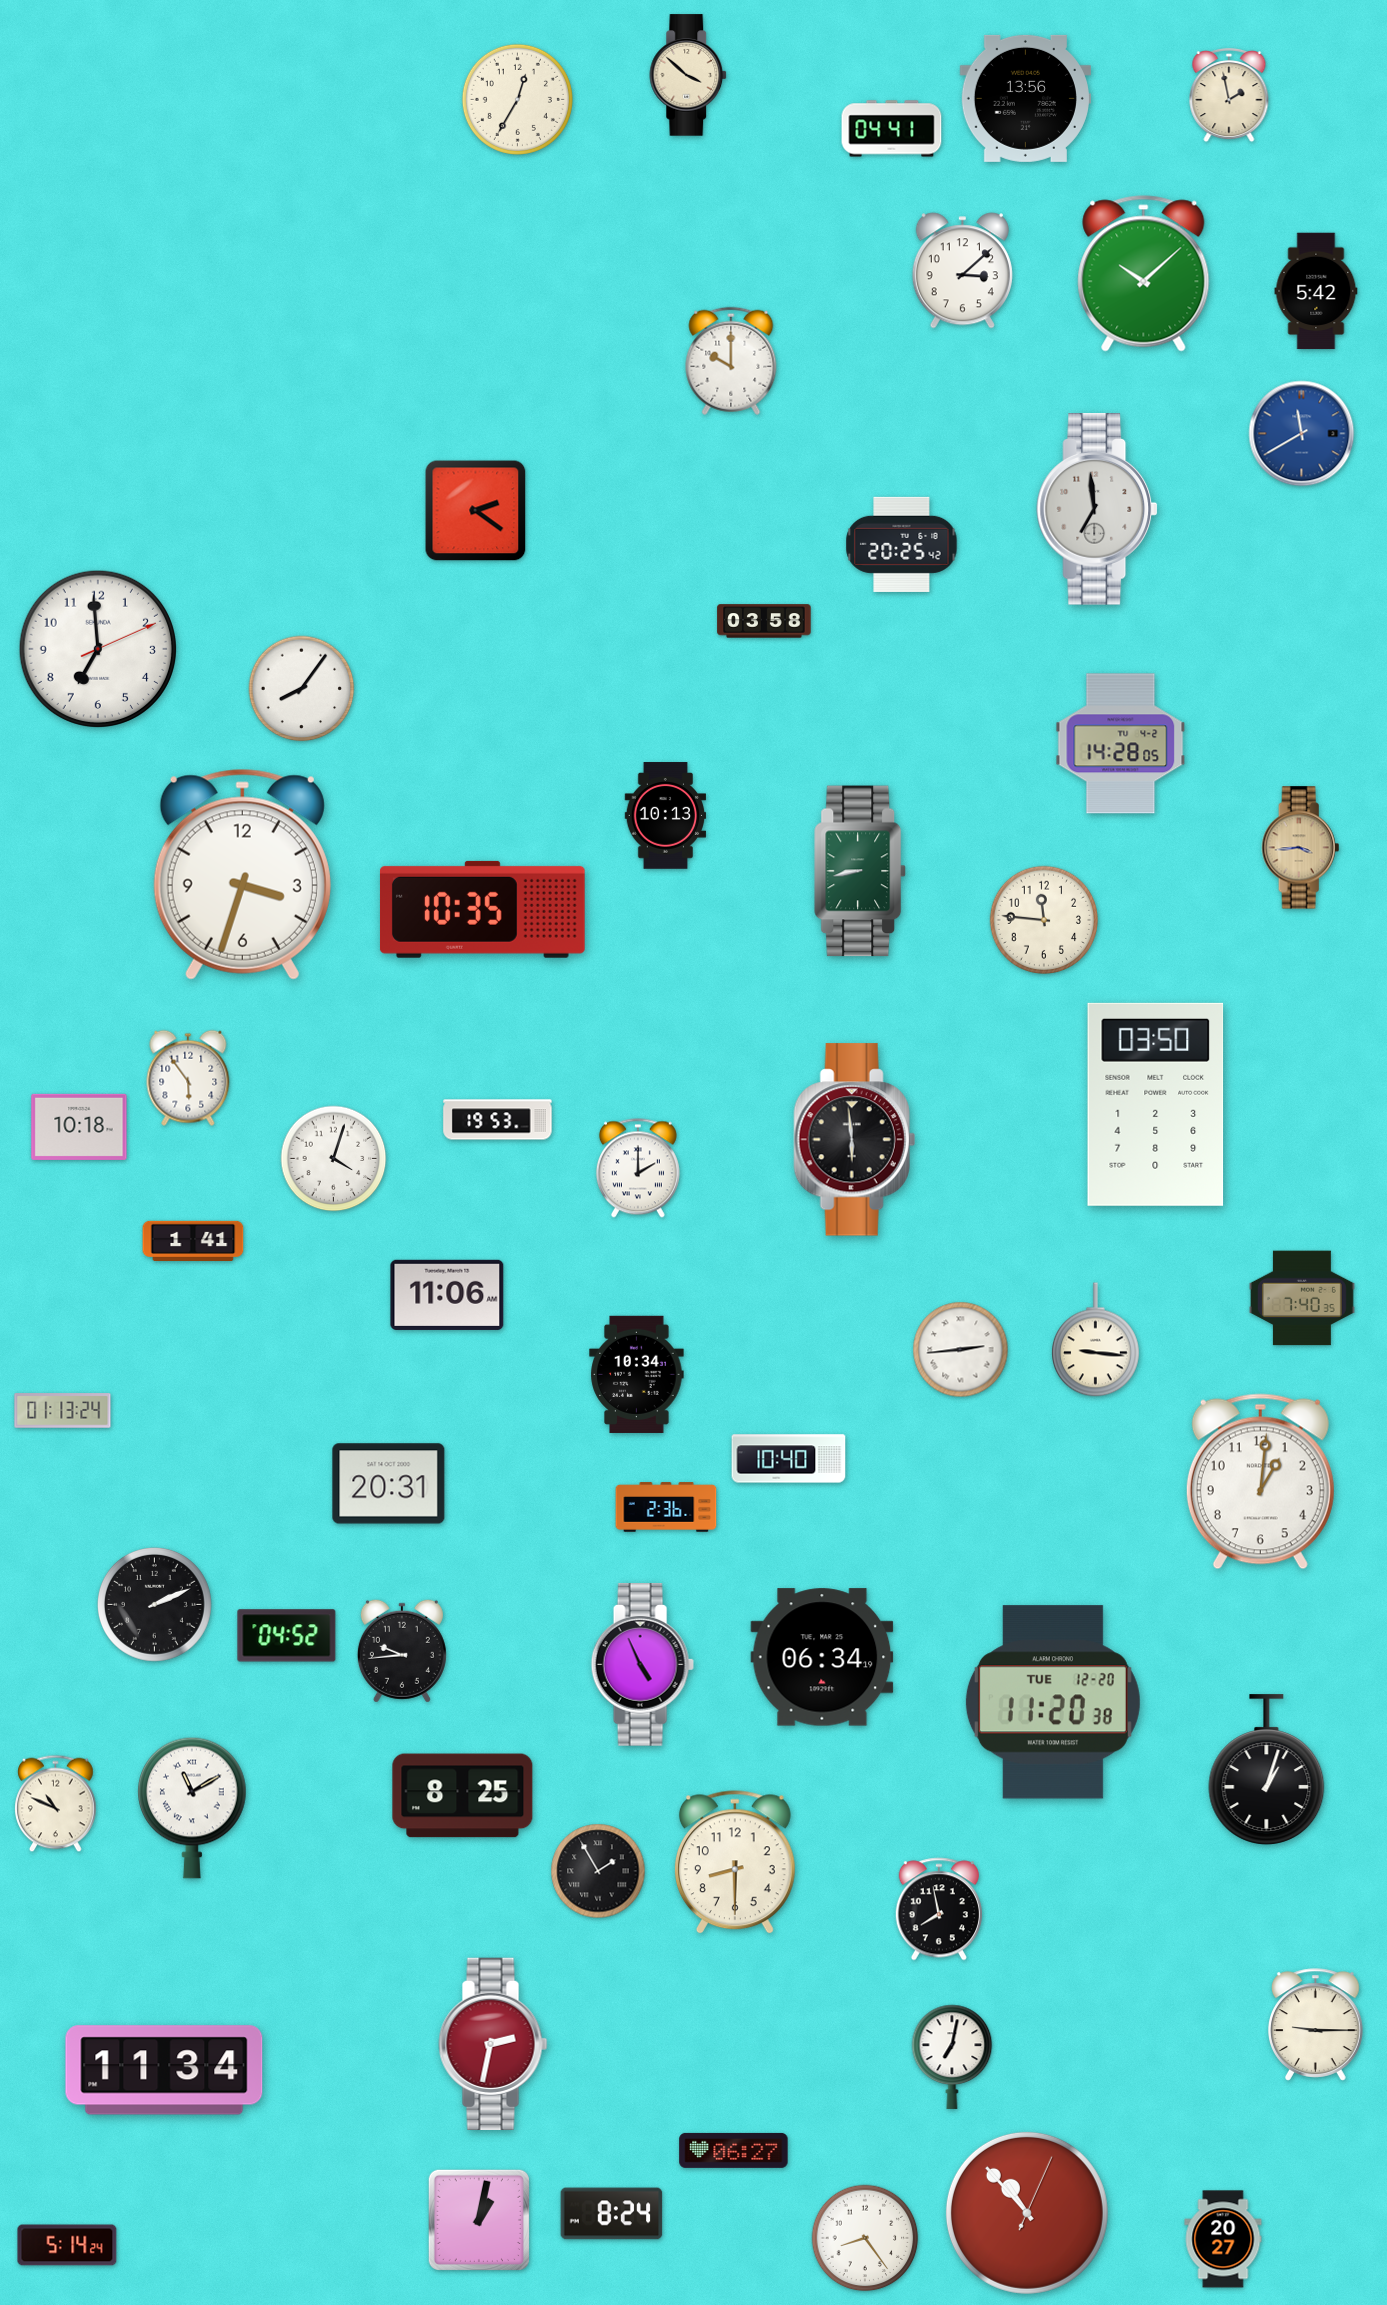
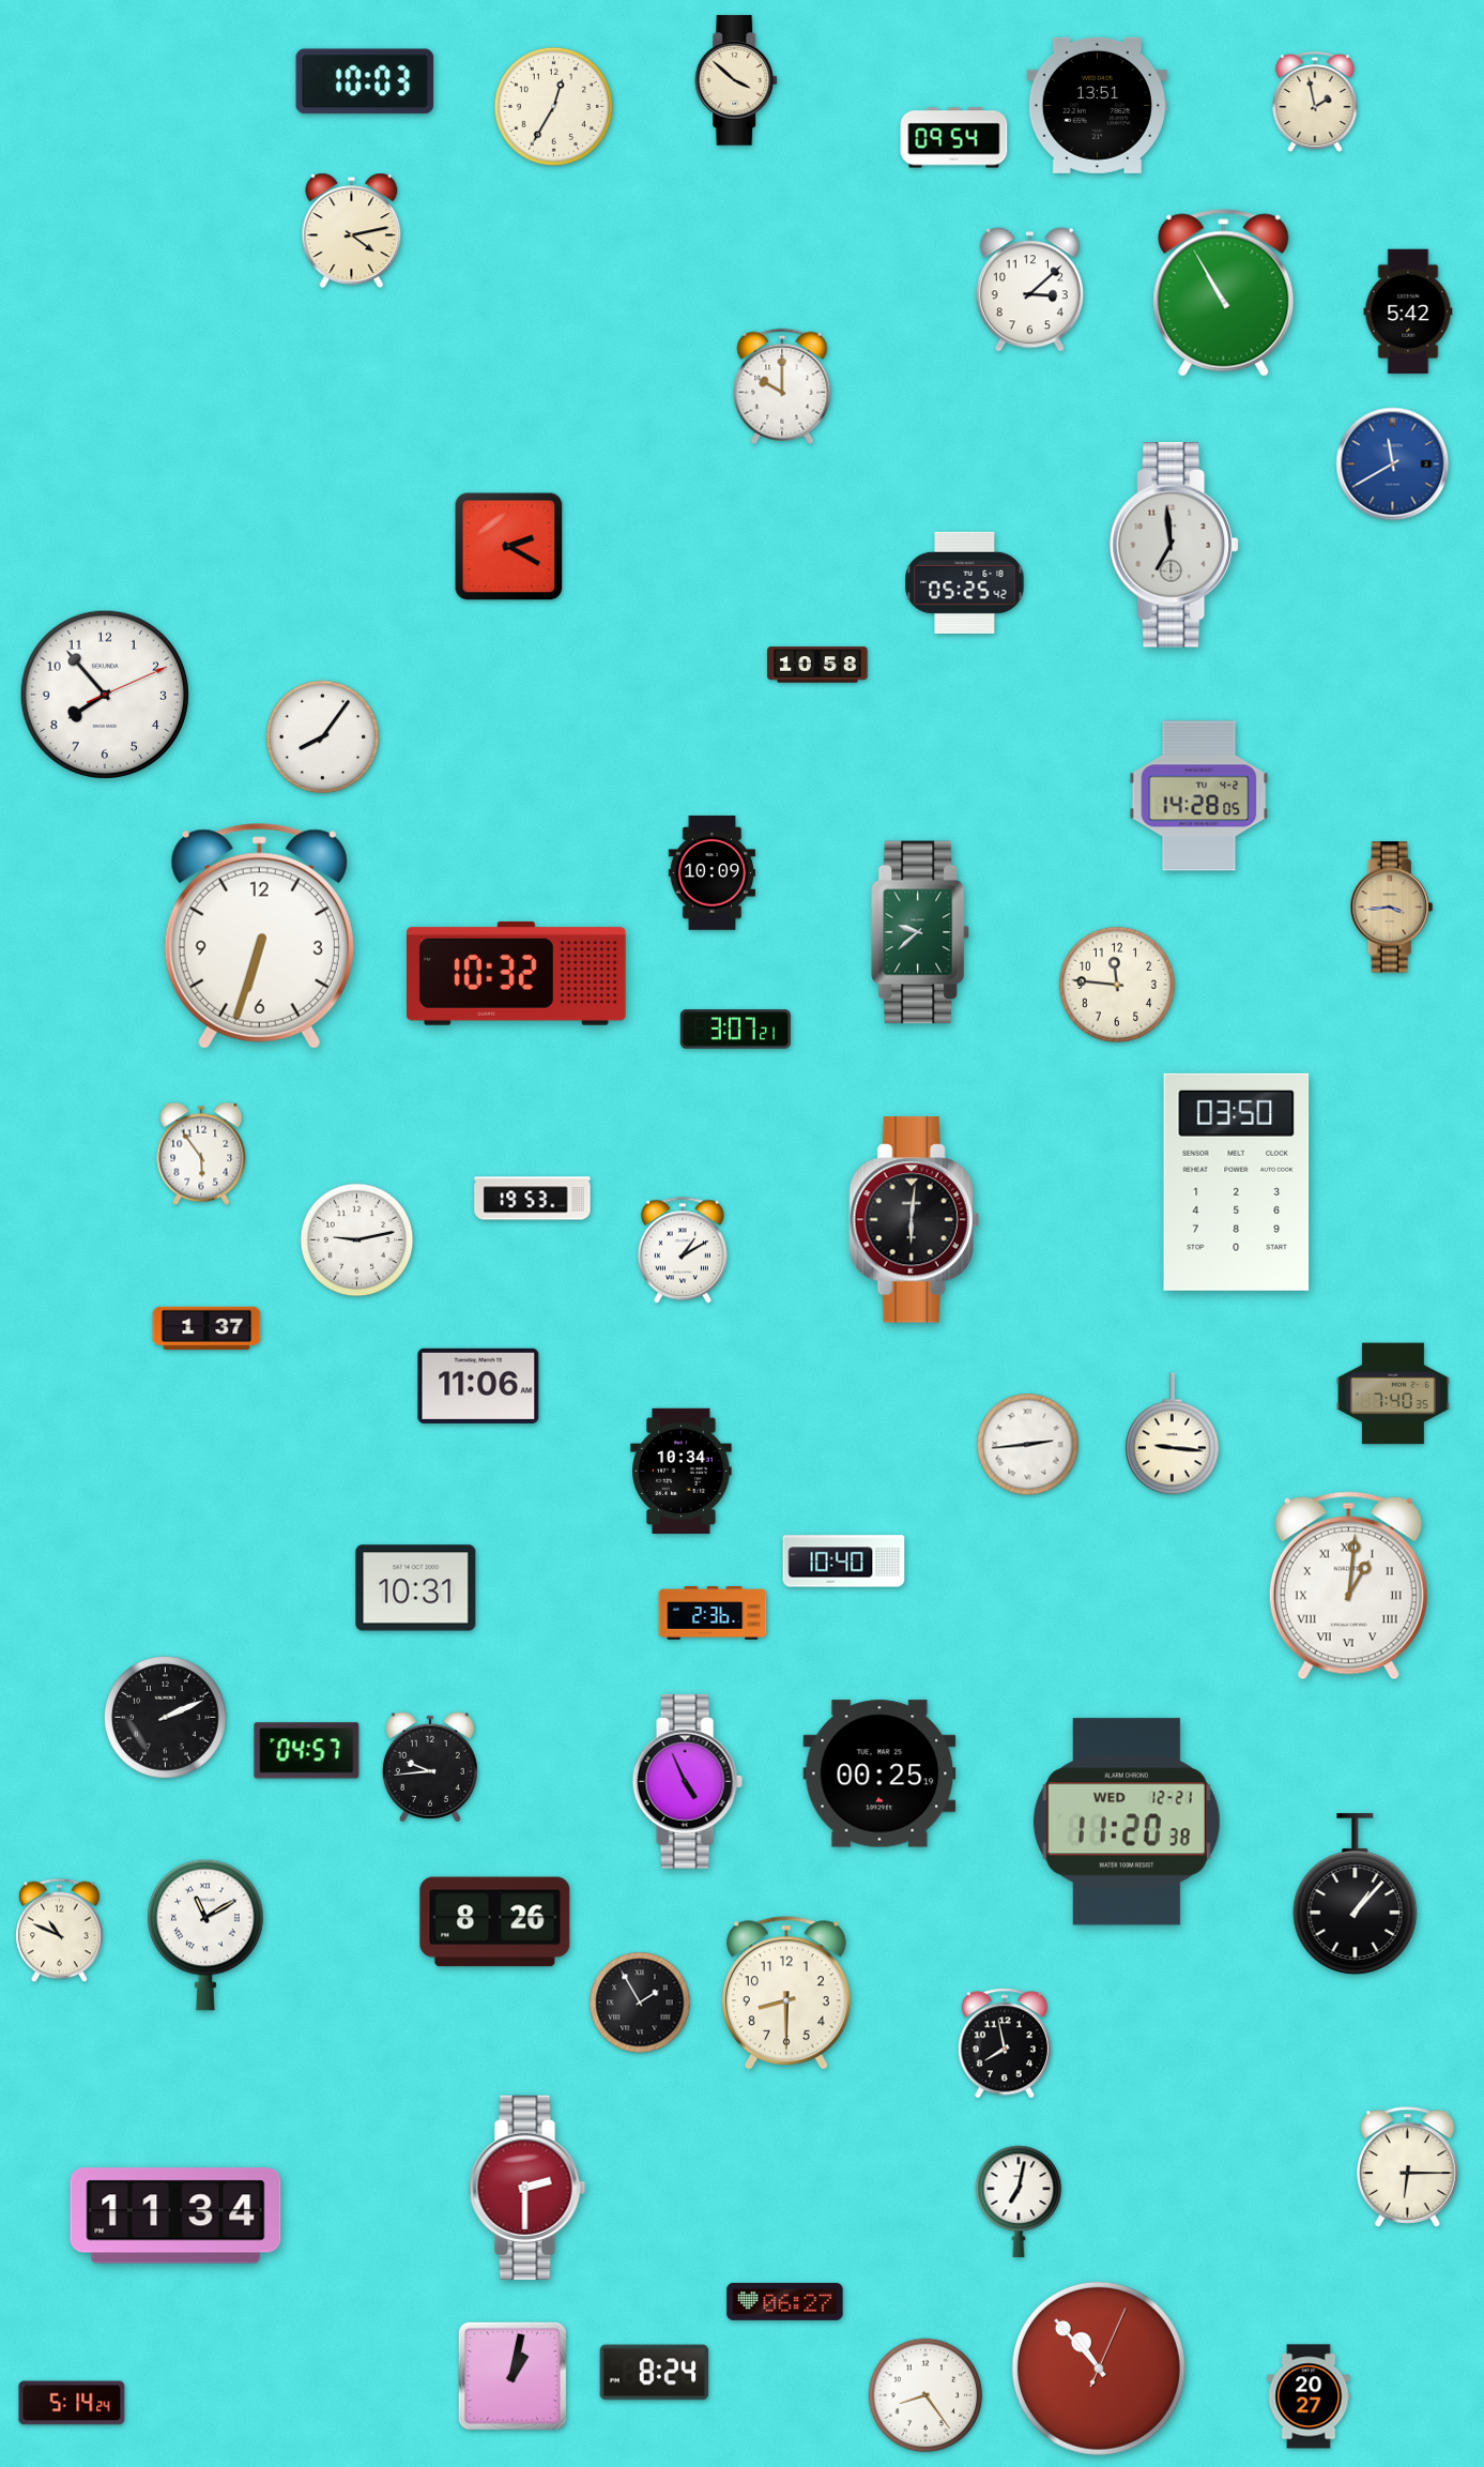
clock at (365, 81): none -> 10:03
clock at (1025, 98): 13:56 -> 13:51
clock at (892, 129): 04:41 -> 09:54
clock at (352, 231): none -> 4:13
clock at (1144, 274): 10:08 -> 10:55
clock at (476, 511): 2:21 -> 2:20
clock at (902, 544): 20:25 -> 05:25
clock at (764, 621): 03:58 -> 10:58
clock at (97, 648): 6:59 -> 7:53
clock at (666, 816): 10:13 -> 10:09
clock at (861, 871): 8:43 -> 9:38
clock at (242, 874): 3:33 -> 6:33
clock at (482, 909): 10:35 -> 10:32
clock at (735, 1030): none -> 3:07
clock at (79, 1127): 10:18 -> none
clock at (854, 1140): 5:59 -> 6:01
clock at (334, 1159): 4:03 -> 9:13
clock at (638, 1168): 2:00 -> 1:10
clock at (193, 1240): 1:41 -> 1:37
clock at (1302, 1298) position: (1302, 1298) -> (1393, 1394)
clock at (63, 1411): 01:13 -> none
clock at (1260, 1482) numerals: Arabic -> Roman
clock at (389, 1484): 20:31 -> 10:31
clock at (287, 1636): 04:52 -> 04:57
clock at (822, 1657): 06:34 -> 00:25
clock at (1053, 1702) date: TUE 12-20 -> WED 12-21
clock at (1267, 1770): 1:03 -> 1:07
clock at (463, 1796): 8:25 -> 8:26
clock at (1316, 2025): 9:15 -> 6:15
clock at (493, 2043): 2:32 -> 2:30
clock at (612, 2214) position: (612, 2214) -> (655, 2373)
